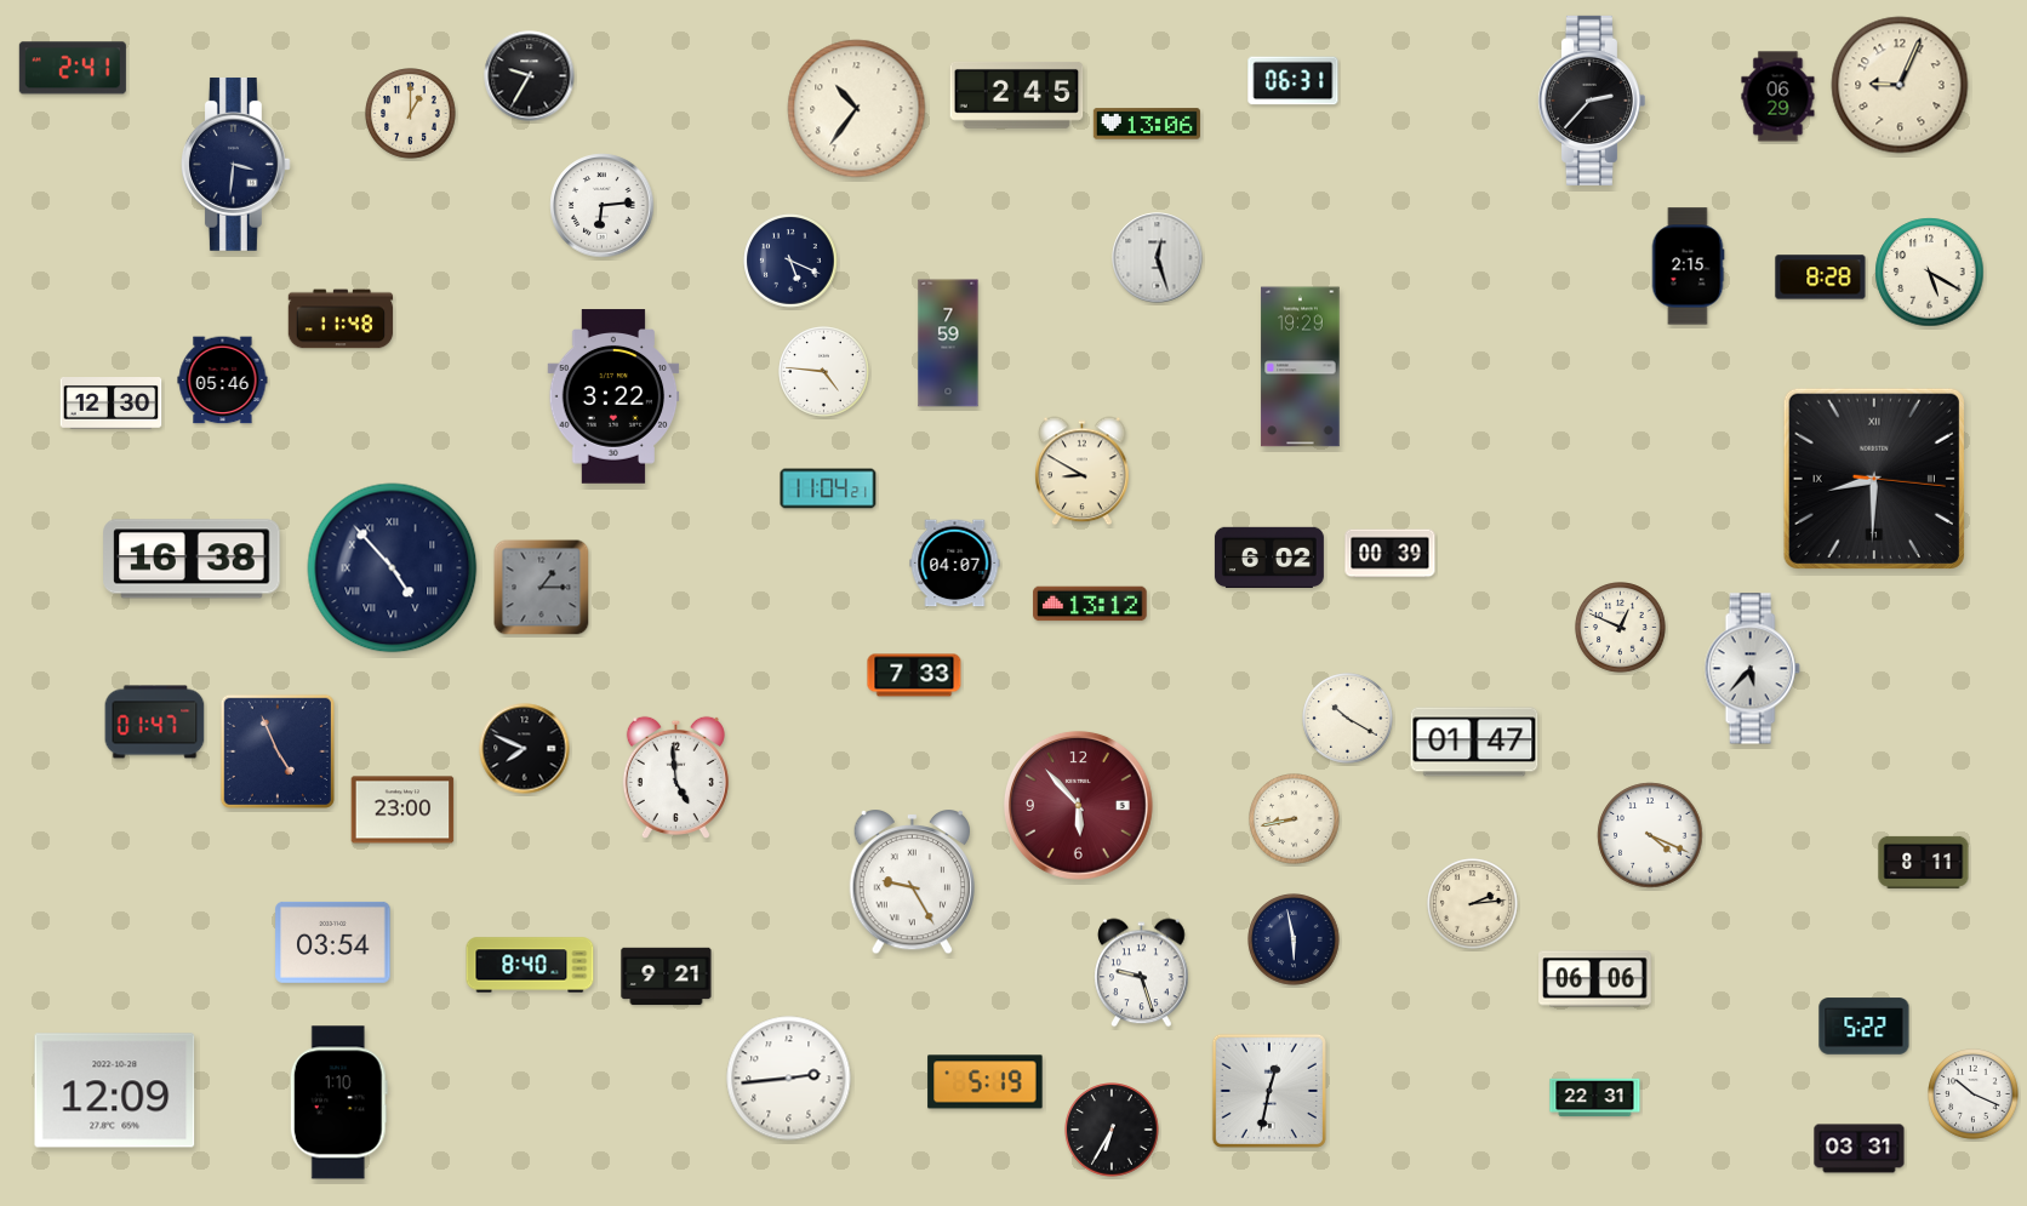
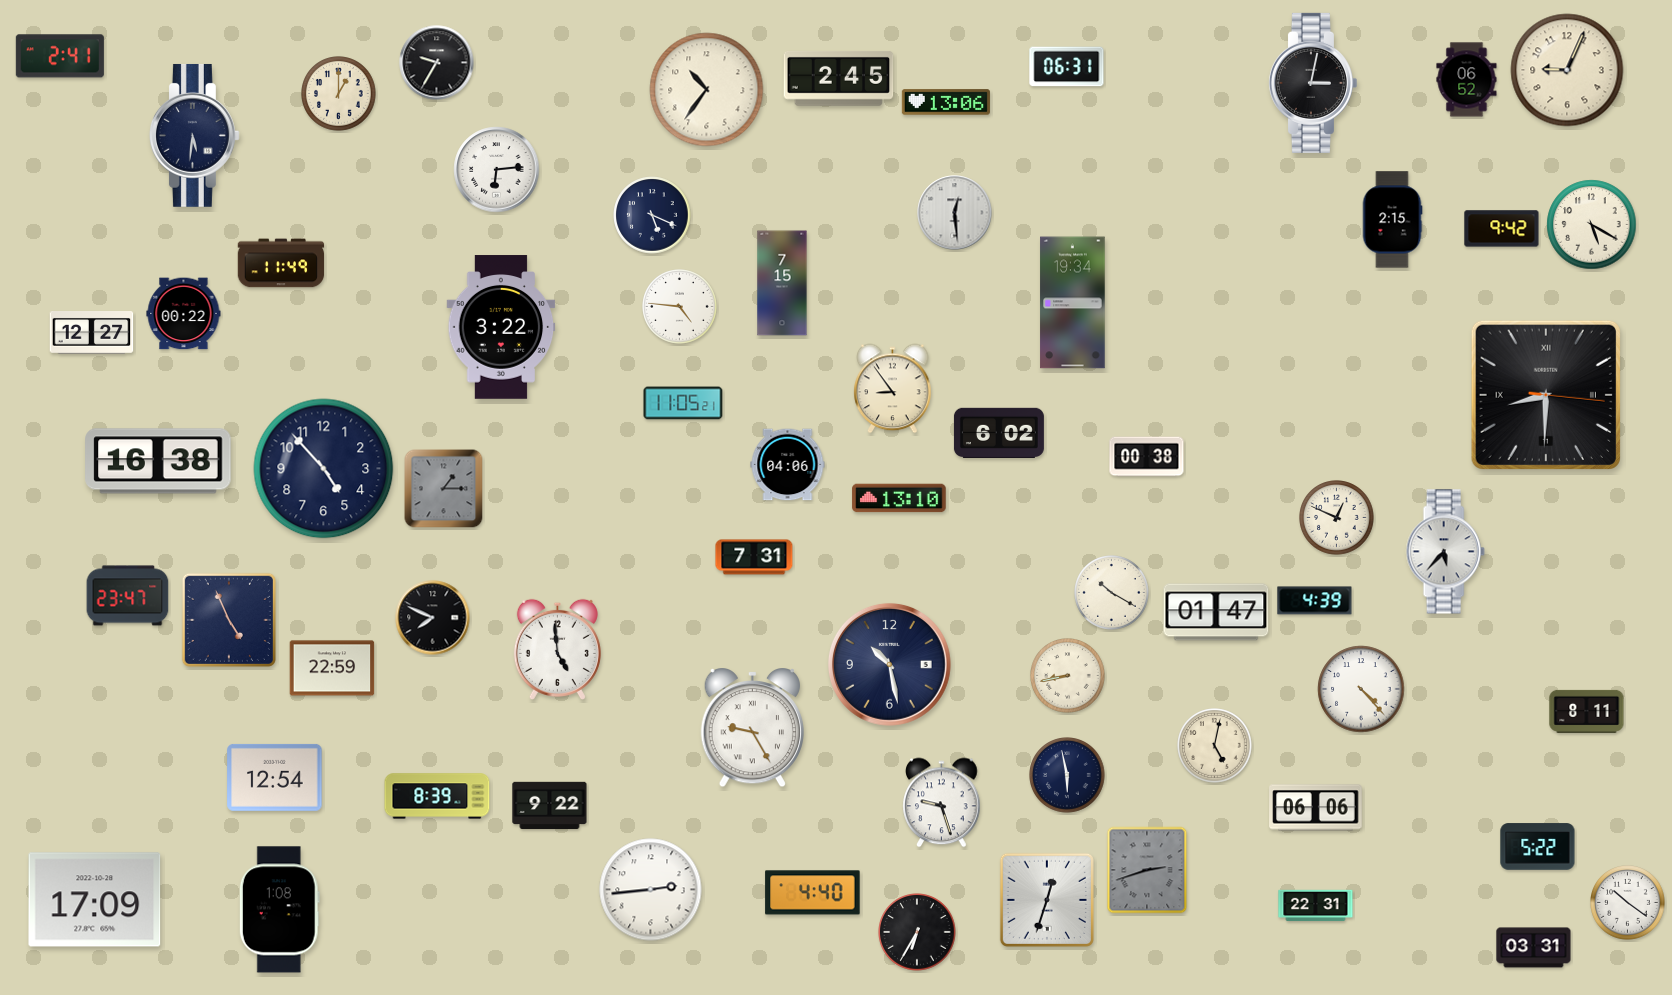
clock at (1778, 97): 06:29 -> 06:52
clock at (1591, 101): 2:37 -> 3:02
clock at (235, 164): 3:31 -> 5:31
clock at (1158, 258): 12:27 -> 12:29
clock at (1821, 278): 8:28 -> 9:42
clock at (341, 319): 11:48 -> 11:49
clock at (948, 343): 7:59 -> 7:15
clock at (1301, 367): 19:29 -> 19:34
clock at (223, 381): 05:46 -> 00:22
clock at (613, 396) position: (613, 396) -> (501, 327)
clock at (112, 404): 12:30 -> 12:27
clock at (1083, 471): 8:50 -> 8:54
clock at (828, 488): 11:04 -> 11:05
clock at (1391, 554): 00:39 -> 00:38
clock at (1269, 558) position: (1269, 558) -> (999, 433)
clock at (955, 564): 04:07 -> 04:06
clock at (393, 568) numerals: Roman -> Arabic
clock at (542, 588) position: (542, 588) -> (444, 489)
clock at (1090, 604): 13:12 -> 13:10
clock at (914, 675): 7:33 -> 7:31
clock at (155, 722): 01:47 -> 23:47
clock at (1315, 601): none -> 4:39
clock at (675, 777) position: (675, 777) -> (557, 649)
clock at (1078, 805): 5:53 -> 10:28
clock at (1078, 805) dial: burgundy -> navy
clock at (402, 810): 23:00 -> 22:59
clock at (1650, 835): 4:19 -> 4:23
clock at (1473, 904): 2:14 -> 5:02
clock at (333, 942): 03:54 -> 12:54
clock at (530, 965): 8:40 -> 8:39
clock at (667, 977): 9:21 -> 9:22
clock at (1147, 870): none -> 2:42
clock at (986, 1082): 5:19 -> 4:40
clock at (115, 1091): 12:09 -> 17:09
clock at (1269, 1091): 12:32 -> 12:33
clock at (1974, 1094): 10:19 -> 10:21
clock at (338, 1103): 1:10 -> 1:08
